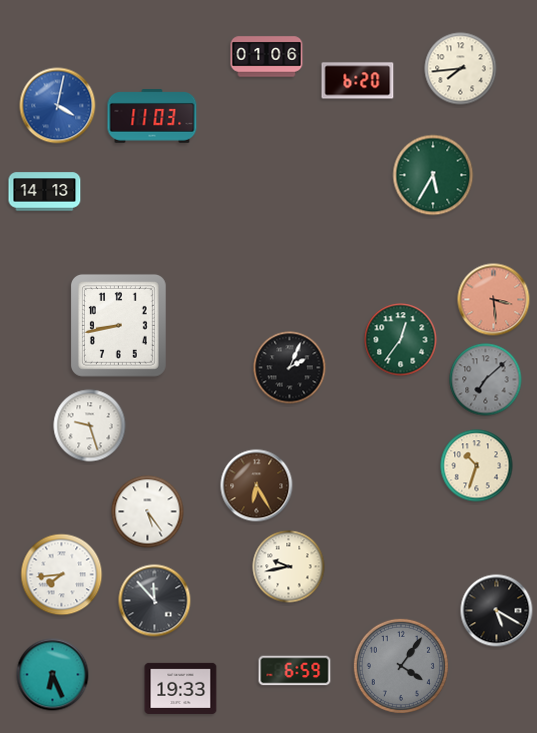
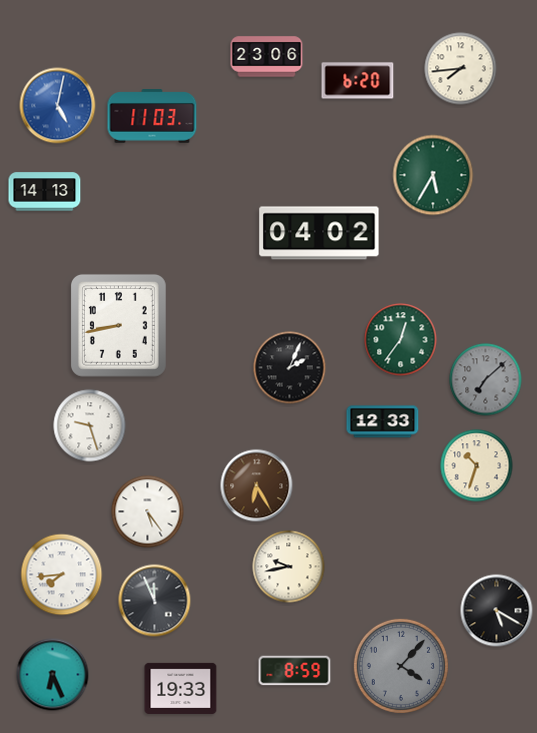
clock at (267, 57): 01:06 -> 23:06
clock at (58, 106): 4:02 -> 5:02
clock at (319, 233): none -> 04:02
clock at (494, 300): 3:29 -> none
clock at (383, 422): none -> 12:33
clock at (155, 601): 11:53 -> 11:56
clock at (401, 666): 4:06 -> 4:07
clock at (295, 671): 6:59 -> 8:59
